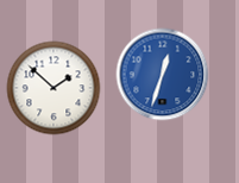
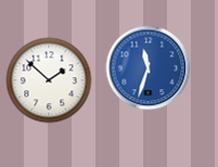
clock at (162, 74): 12:33 -> 11:33
